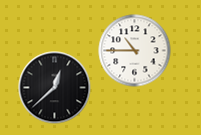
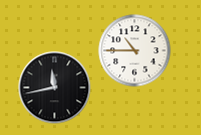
clock at (55, 88): 12:38 -> 11:43
